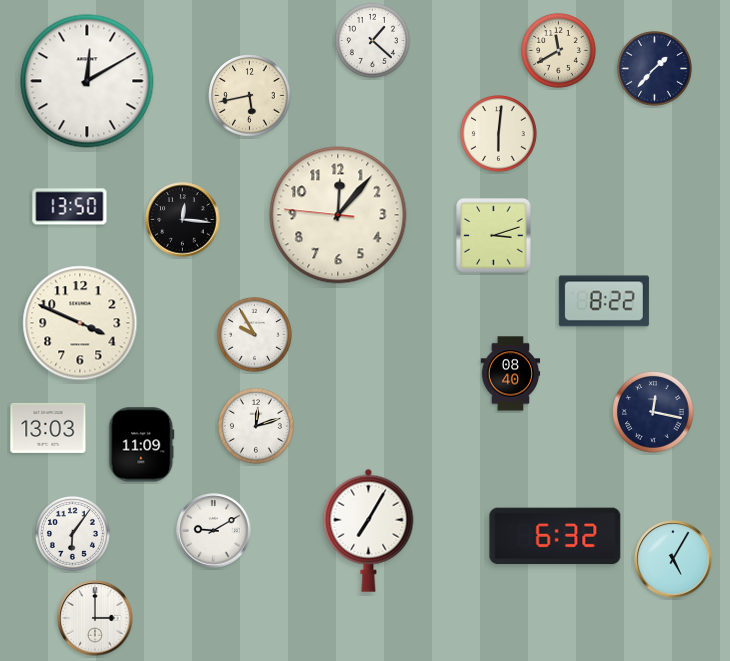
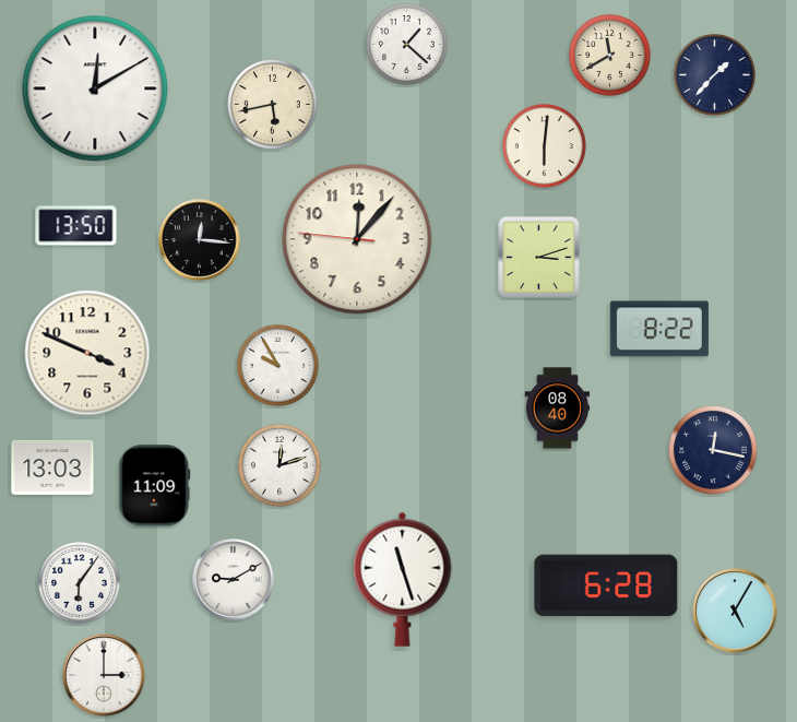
clock at (338, 215) position: (338, 215) -> (357, 239)
clock at (369, 530): 7:05 -> 11:27
clock at (555, 536): 6:32 -> 6:28
